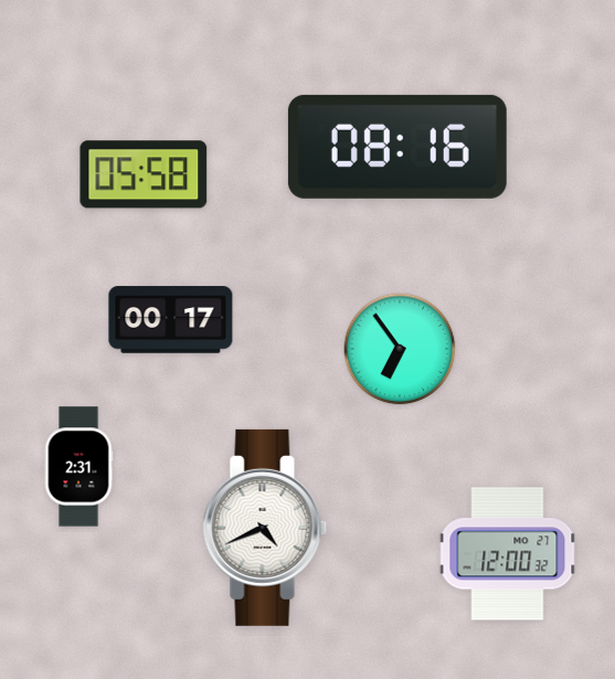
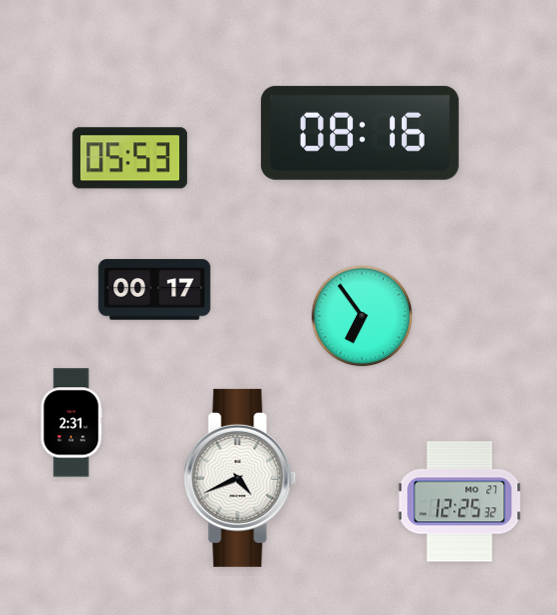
clock at (144, 174): 05:58 -> 05:53
clock at (508, 554): 12:00 -> 12:25
